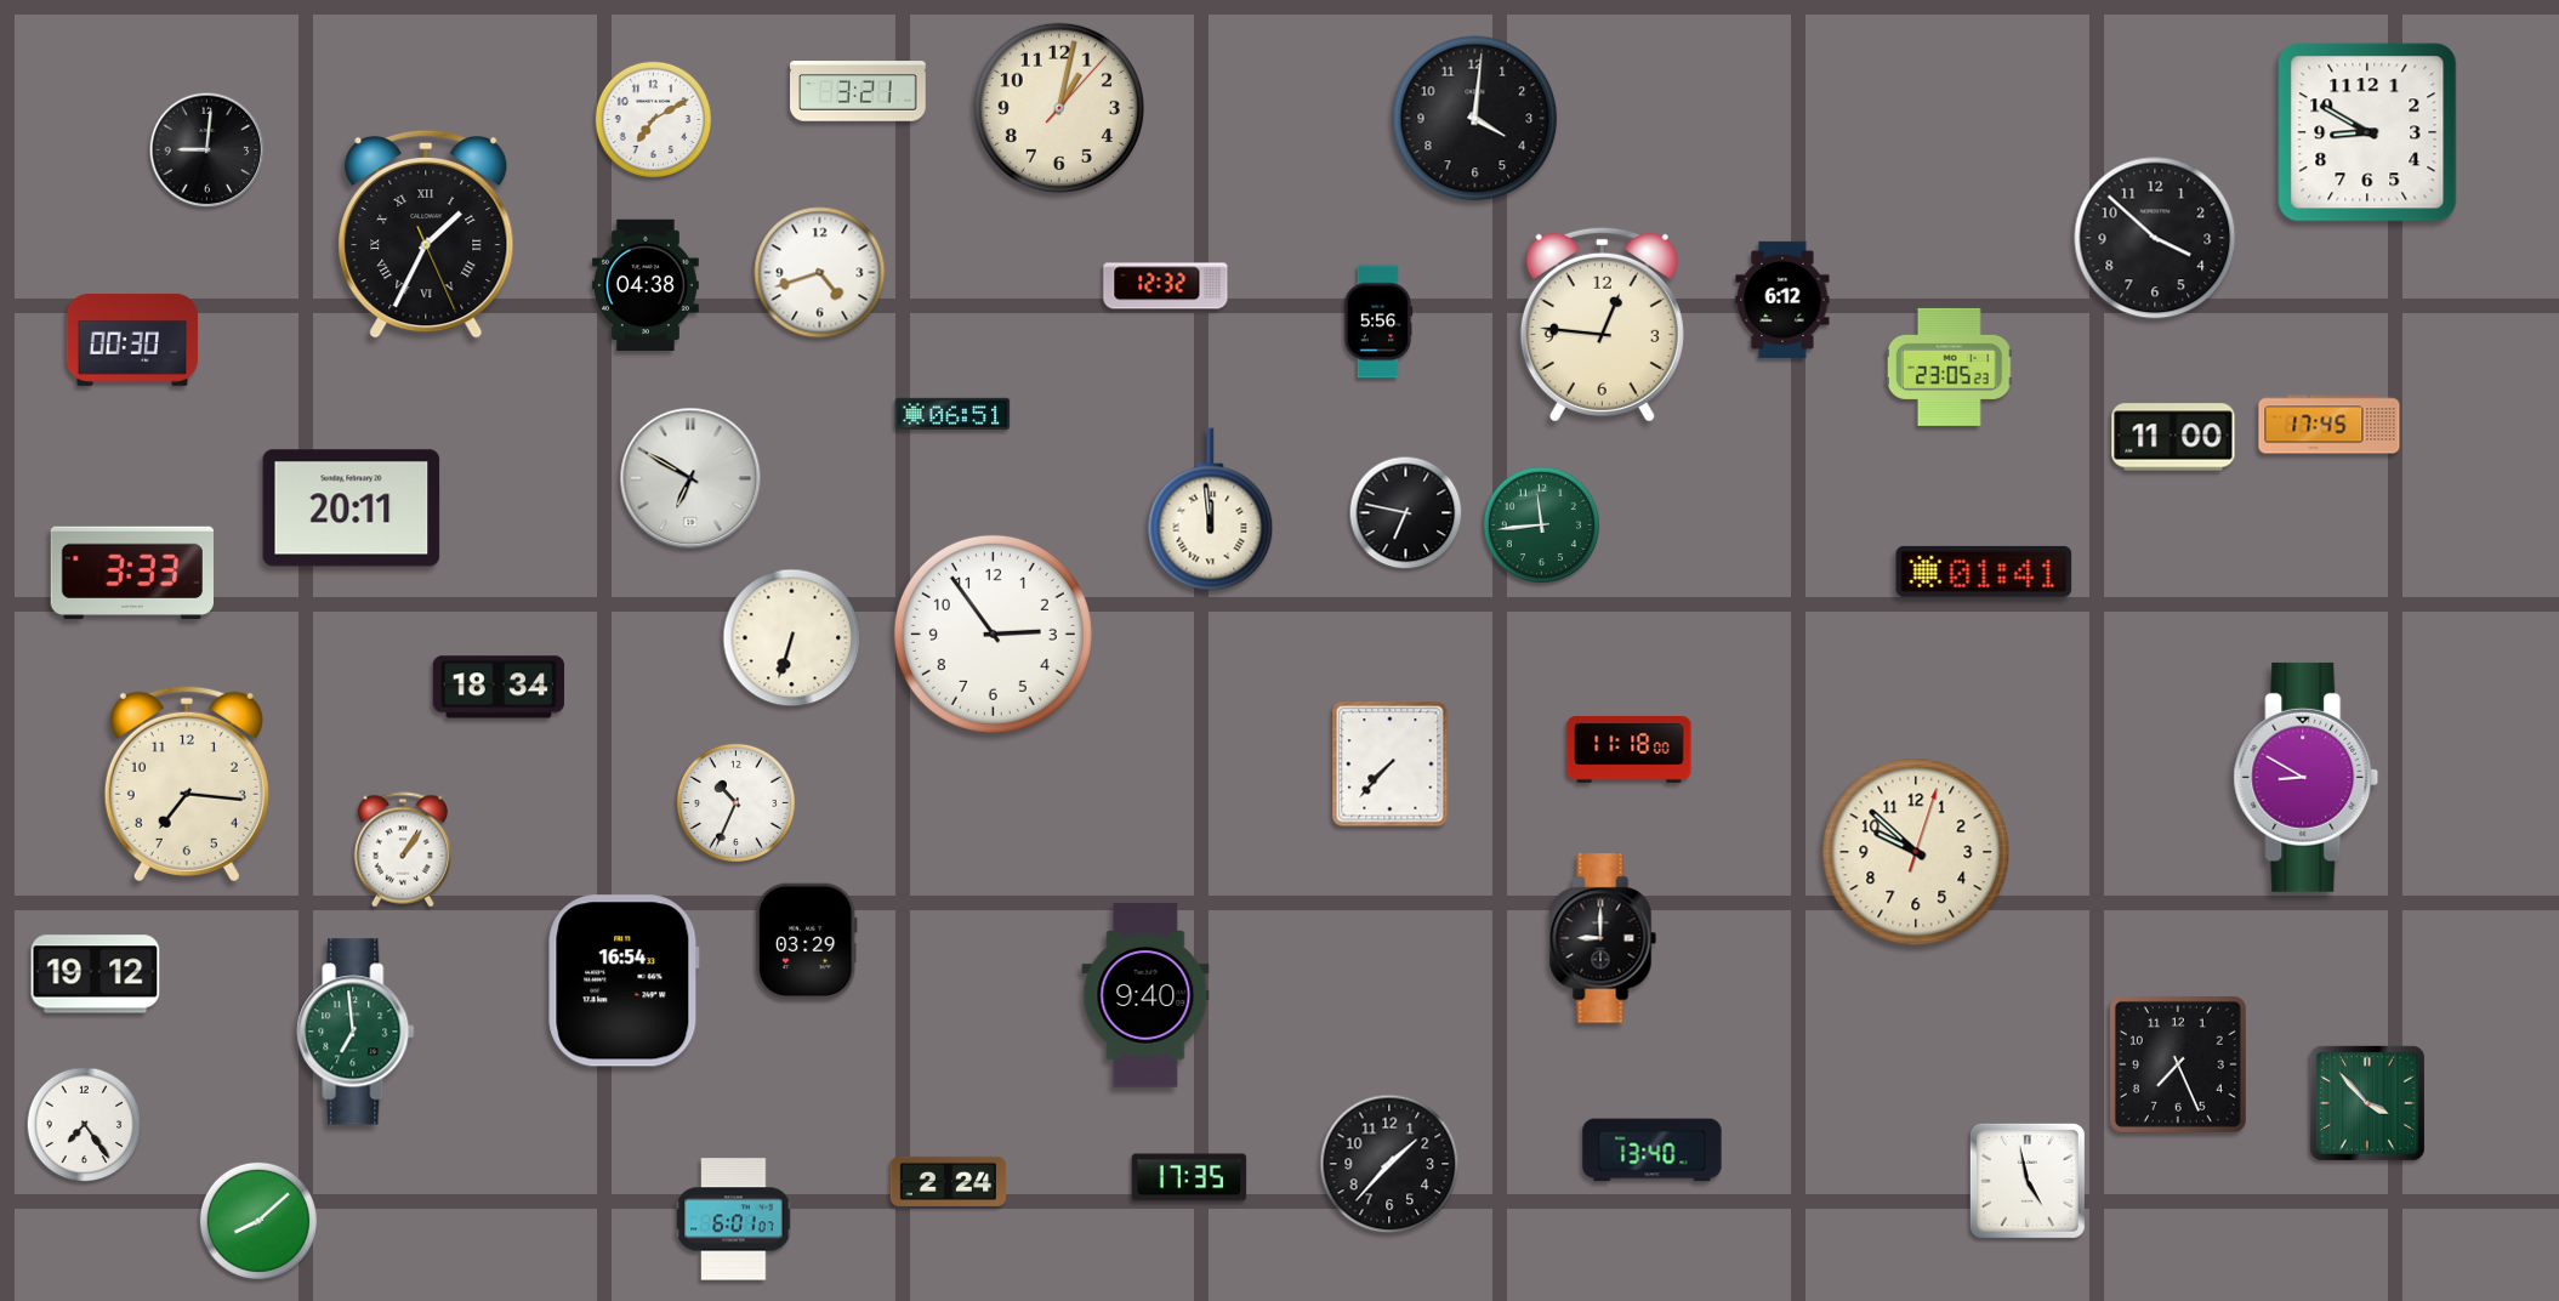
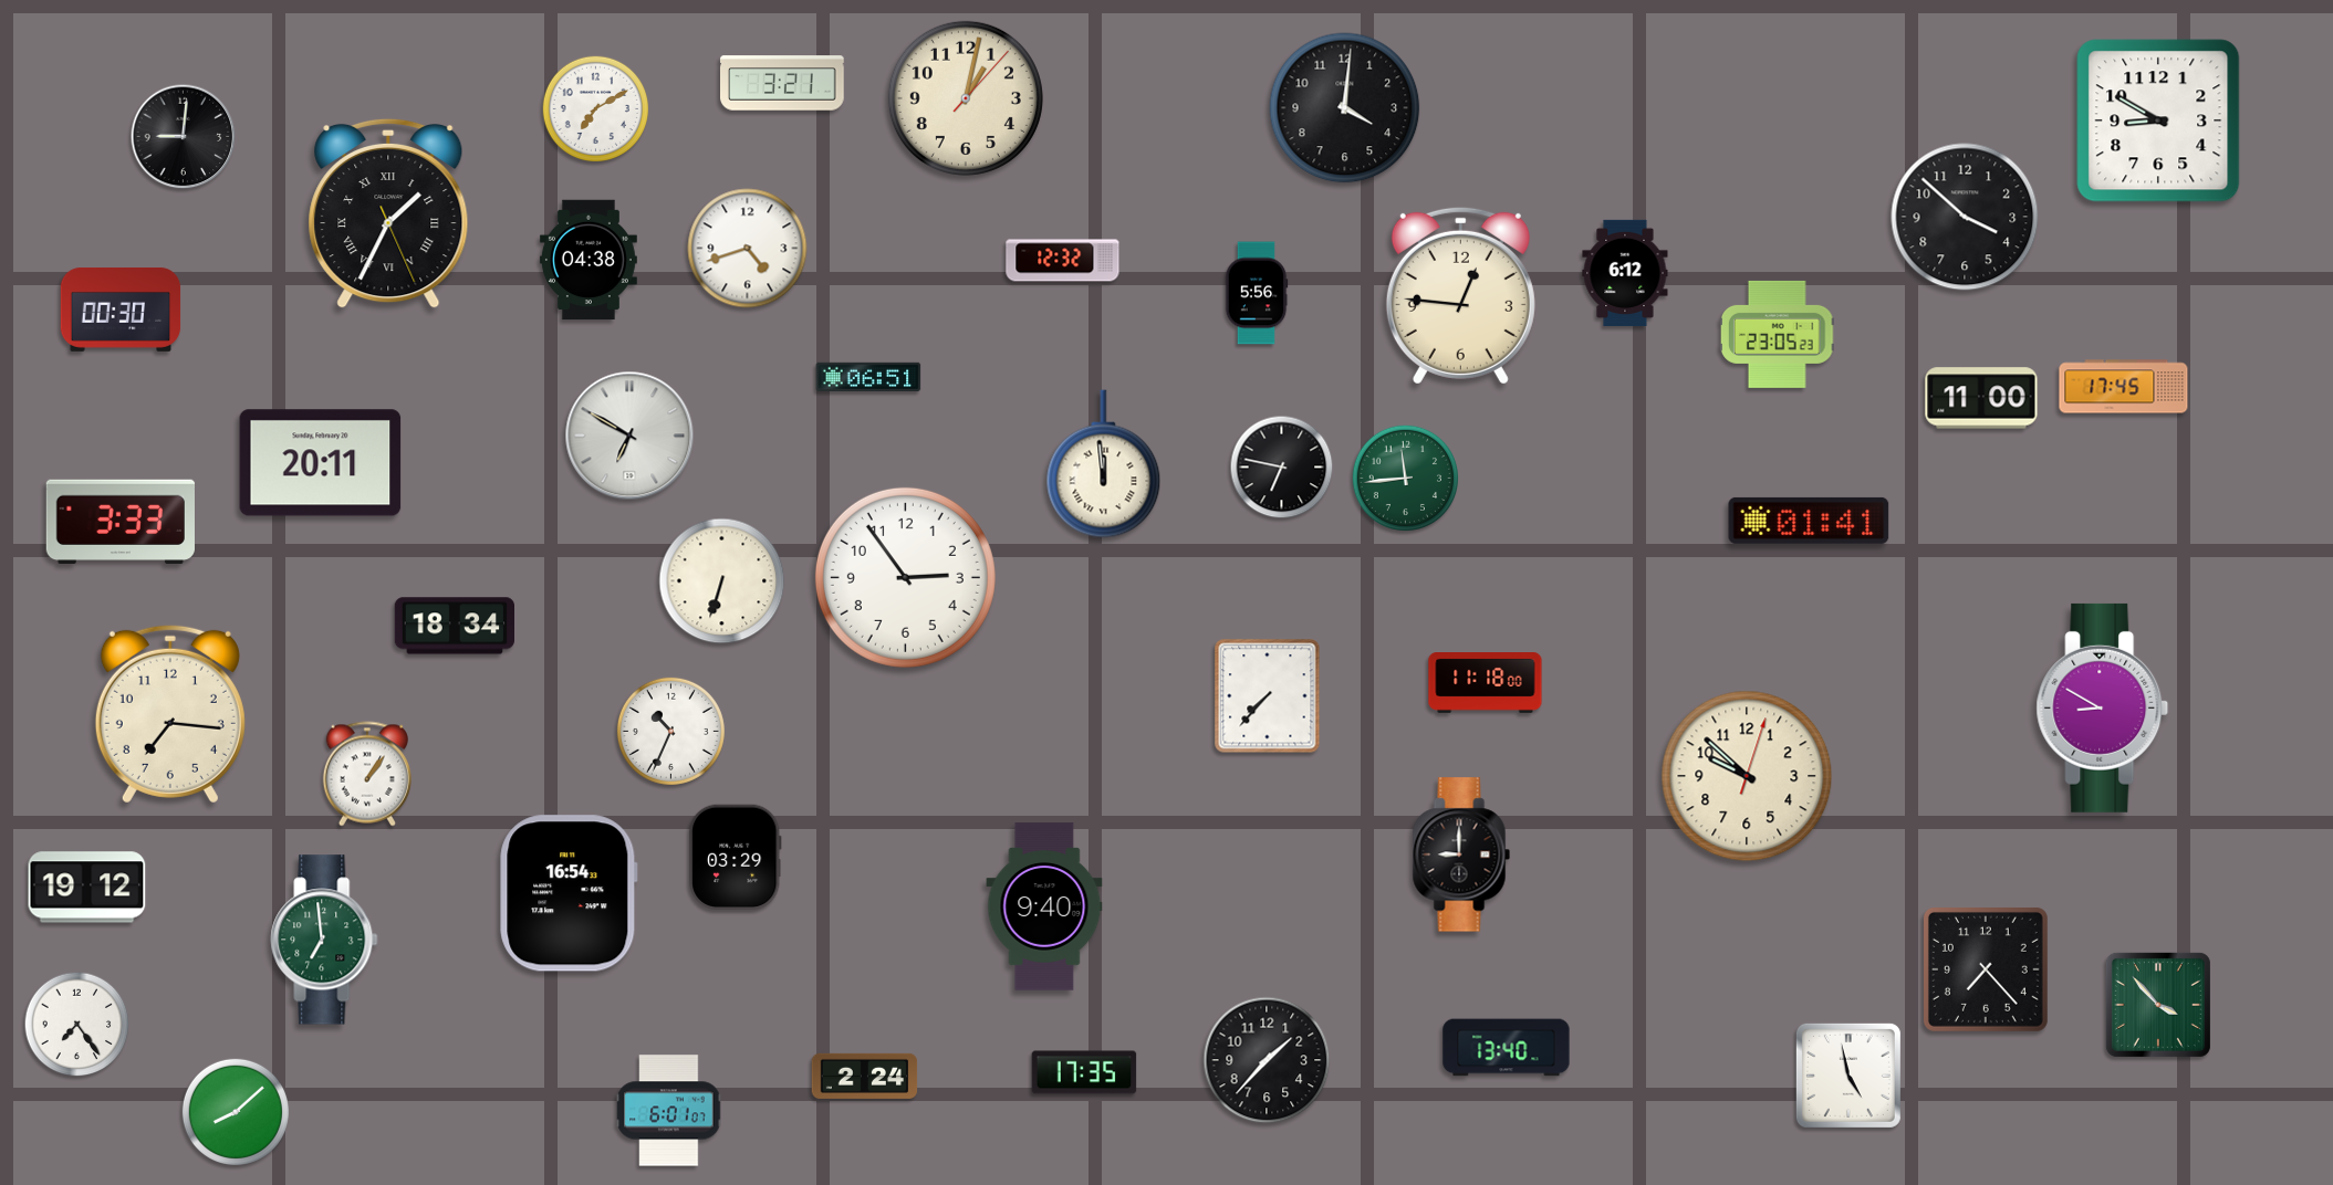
clock at (207, 150) position: (207, 150) -> (184, 137)
clock at (2178, 1064): 7:26 -> 7:23
